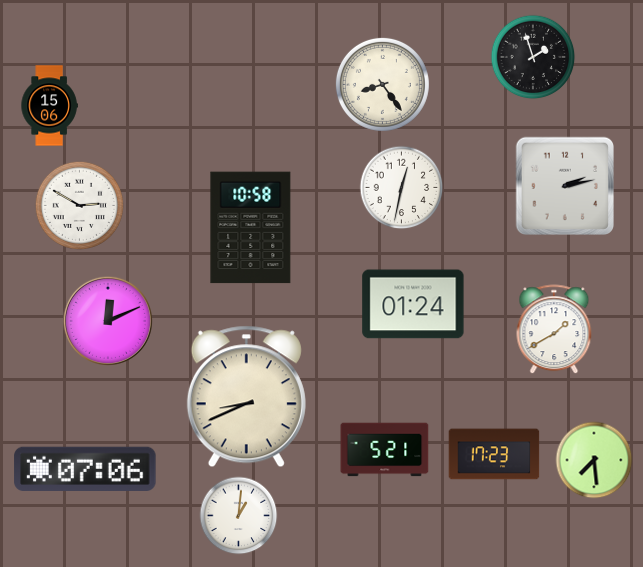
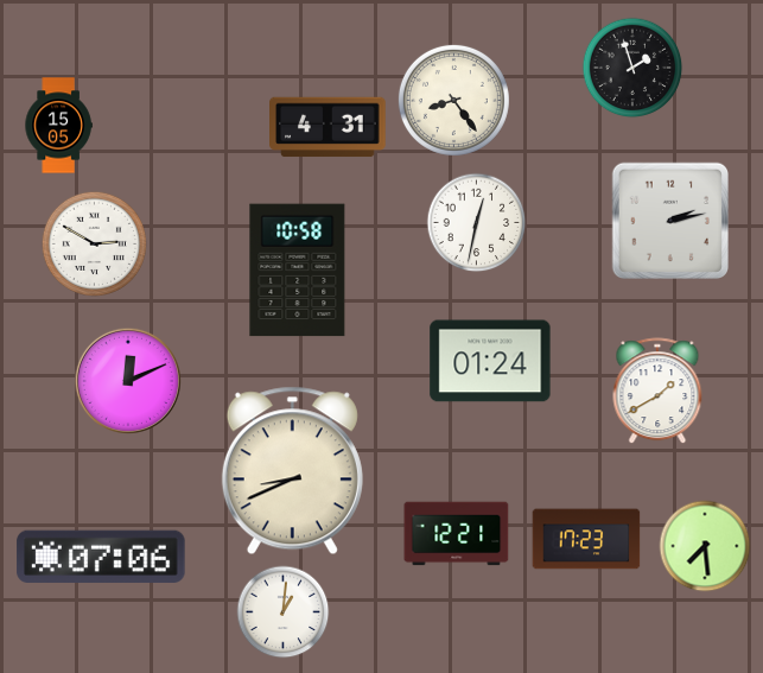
clock at (49, 106): 15:06 -> 15:05
clock at (328, 127): none -> 4:31
clock at (385, 450): 5:21 -> 12:21
